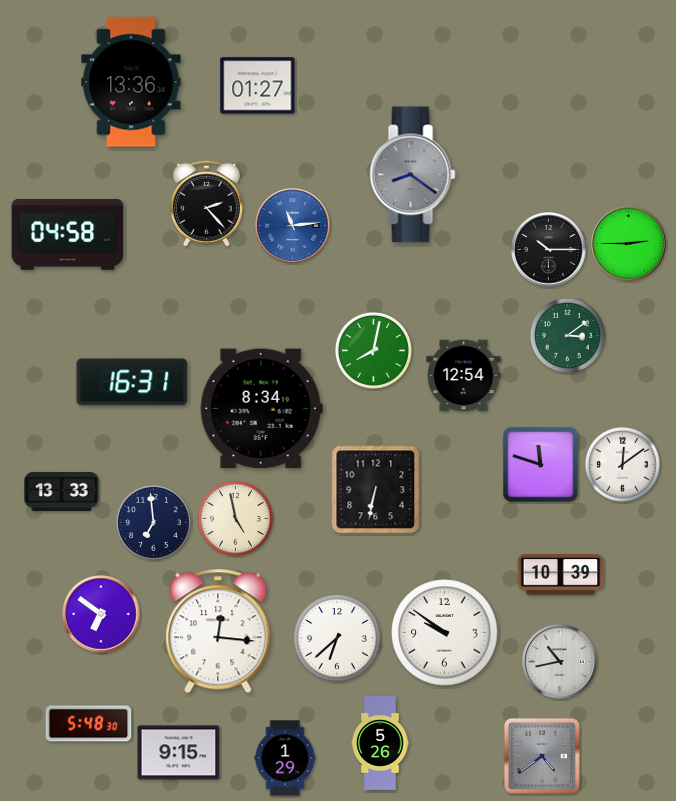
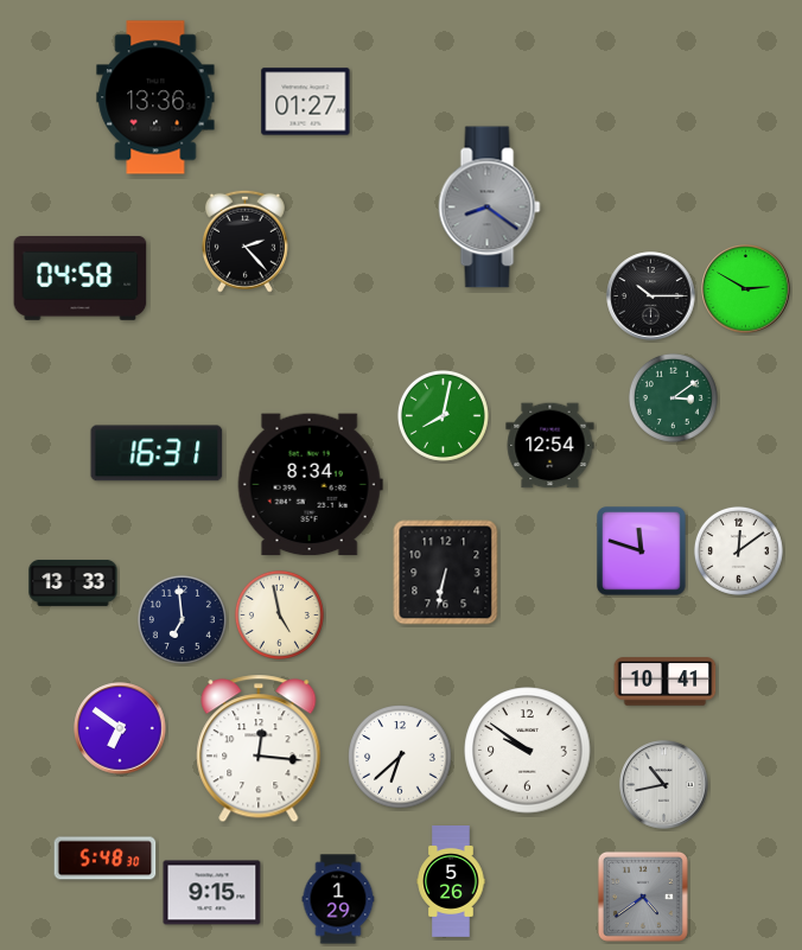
clock at (293, 226): 11:14 -> none
clock at (629, 244): 2:45 -> 2:50
clock at (376, 490) position: (376, 490) -> (446, 573)
clock at (561, 575): 10:39 -> 10:41
